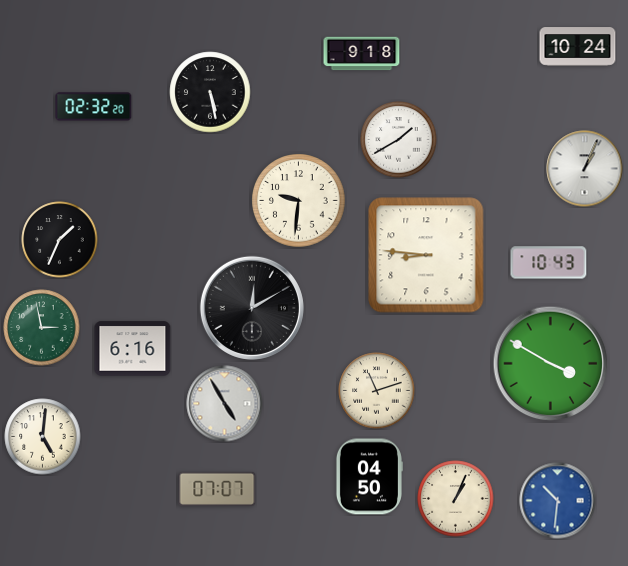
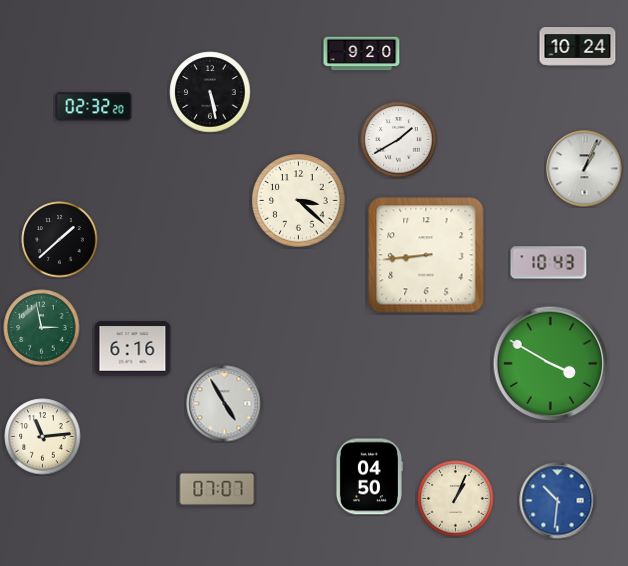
clock at (362, 54): 9:18 -> 9:20
clock at (299, 201): 9:31 -> 3:22
clock at (60, 240): 1:34 -> 1:38
clock at (426, 255): 8:46 -> 8:44
clock at (252, 308): 12:10 -> none
clock at (377, 391): 11:12 -> none
clock at (43, 437): 5:01 -> 11:14
